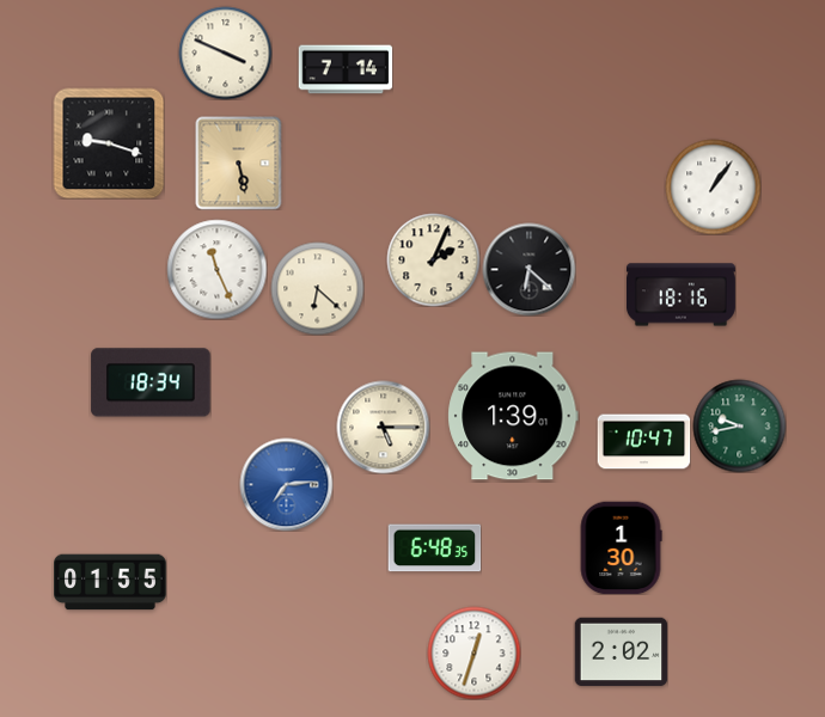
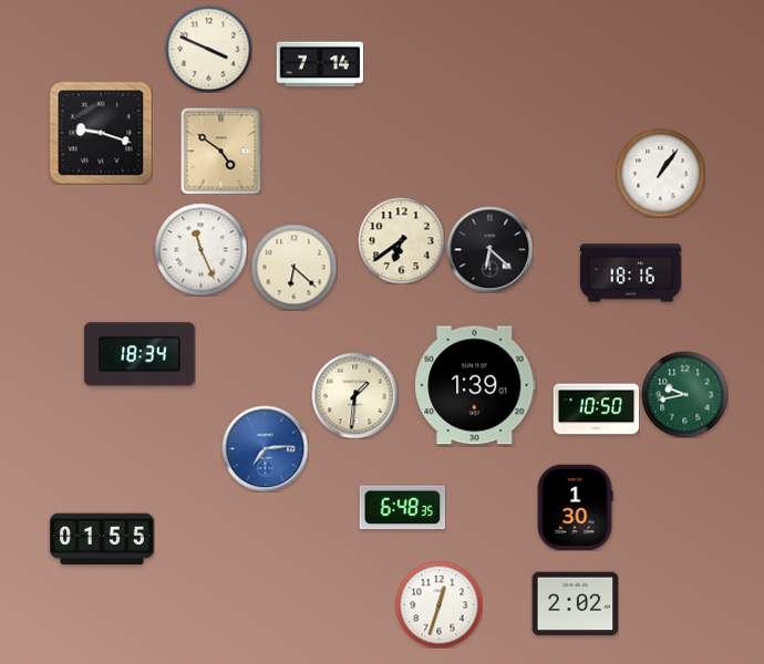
clock at (239, 163): 5:28 -> 4:51
clock at (433, 259): 2:04 -> 6:39
clock at (383, 427): 5:15 -> 1:31
clock at (643, 442): 10:47 -> 10:50
